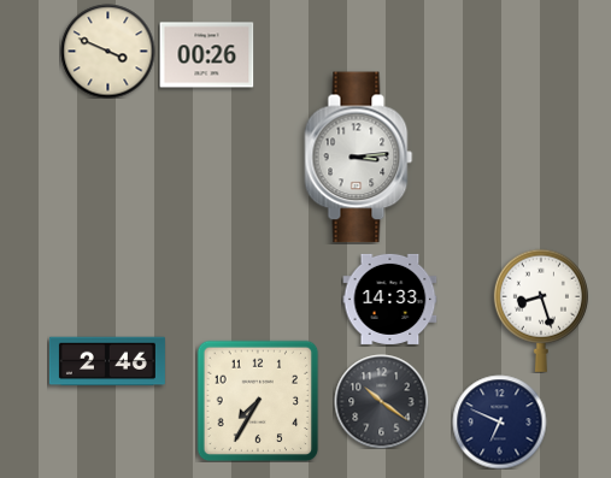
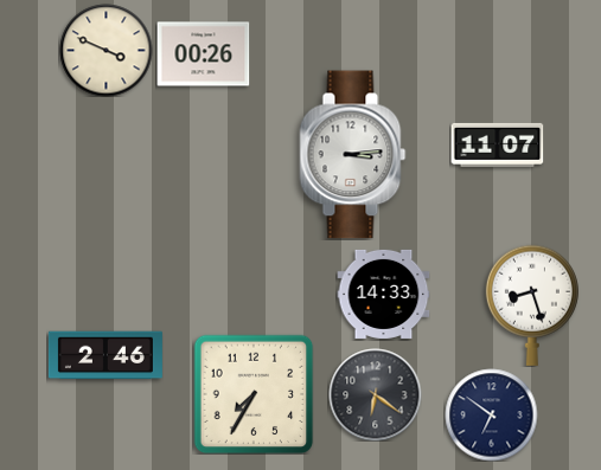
clock at (497, 144): none -> 11:07
clock at (381, 401): 10:21 -> 6:21
clock at (499, 421): 6:49 -> 6:51
